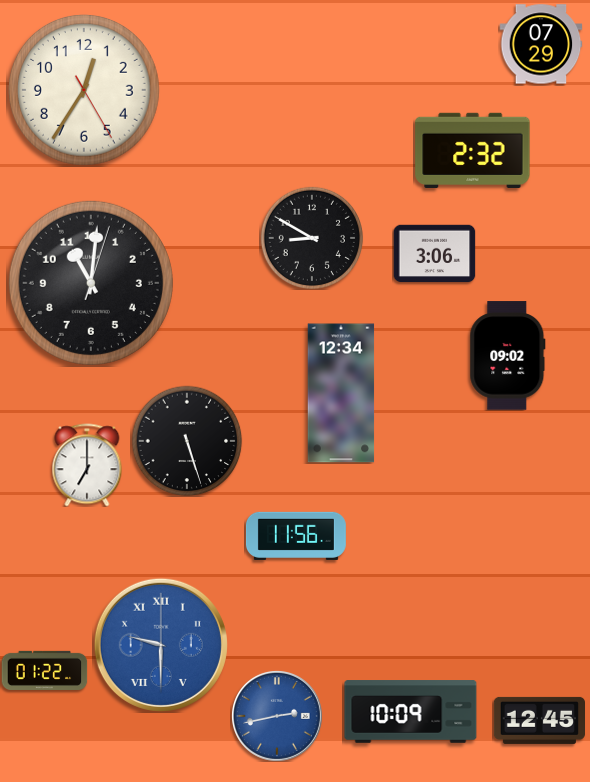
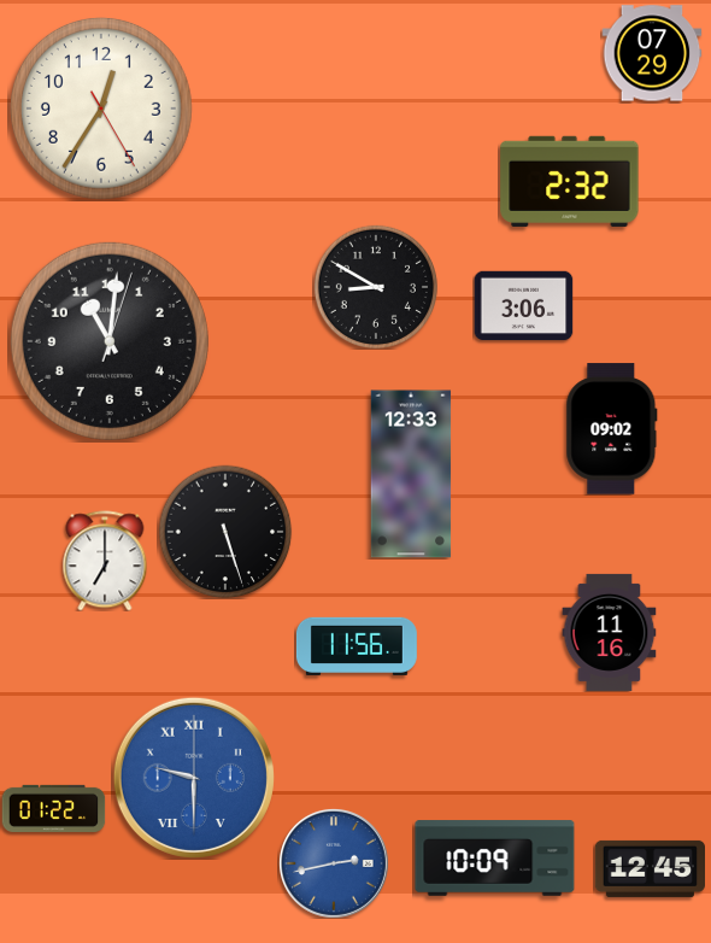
clock at (341, 393): 12:34 -> 12:33
clock at (610, 632): none -> 11:16
